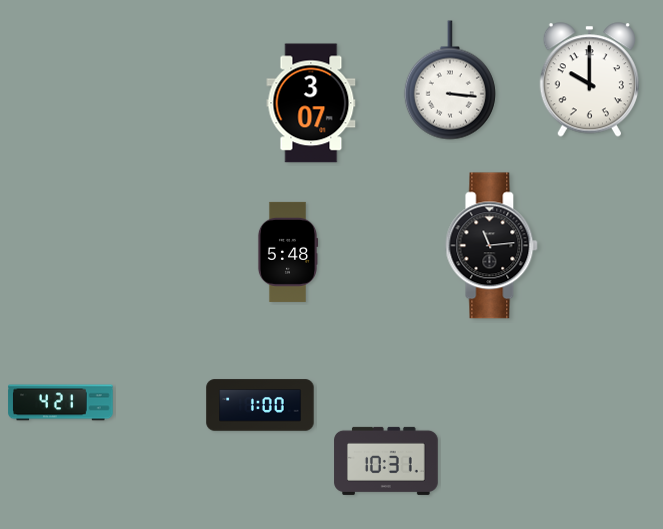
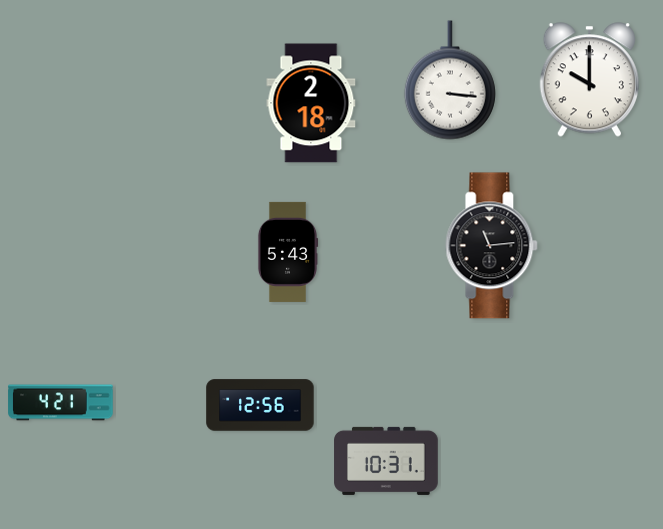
clock at (311, 103): 3:07 -> 2:18
clock at (288, 252): 5:48 -> 5:43
clock at (260, 405): 1:00 -> 12:56
